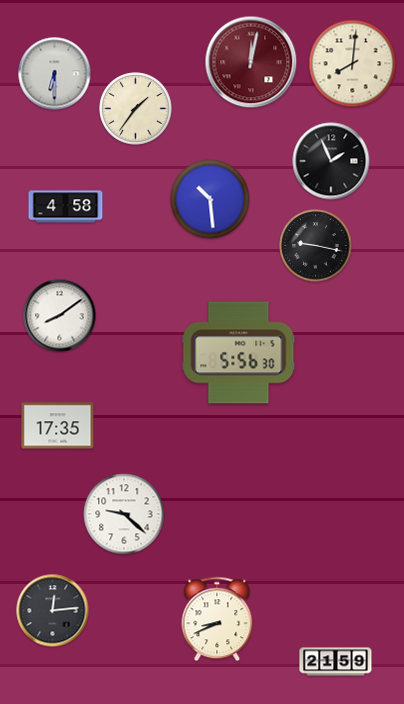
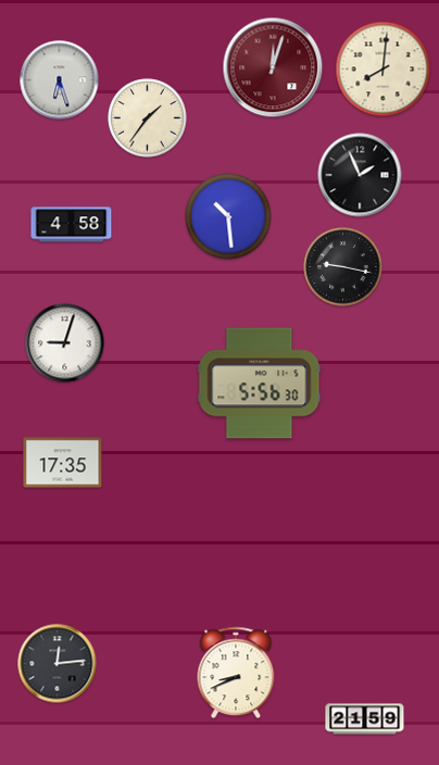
clock at (251, 62): 12:02 -> 12:03
clock at (55, 74): 6:30 -> 6:27
clock at (60, 316): 8:09 -> 9:03
clock at (124, 514): 9:22 -> none
